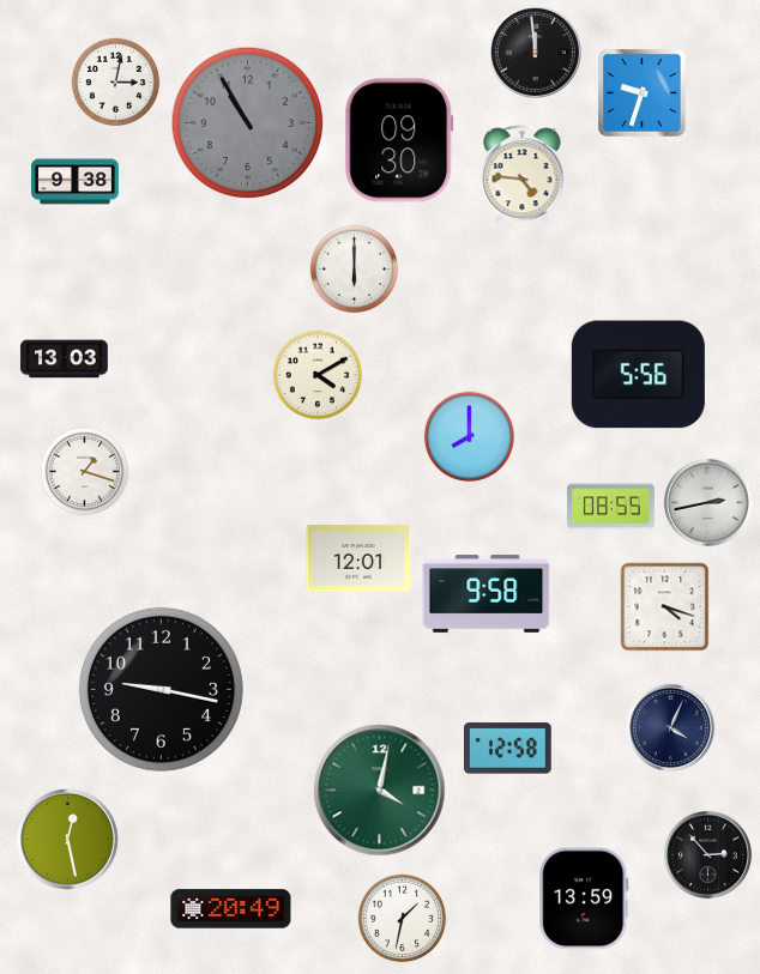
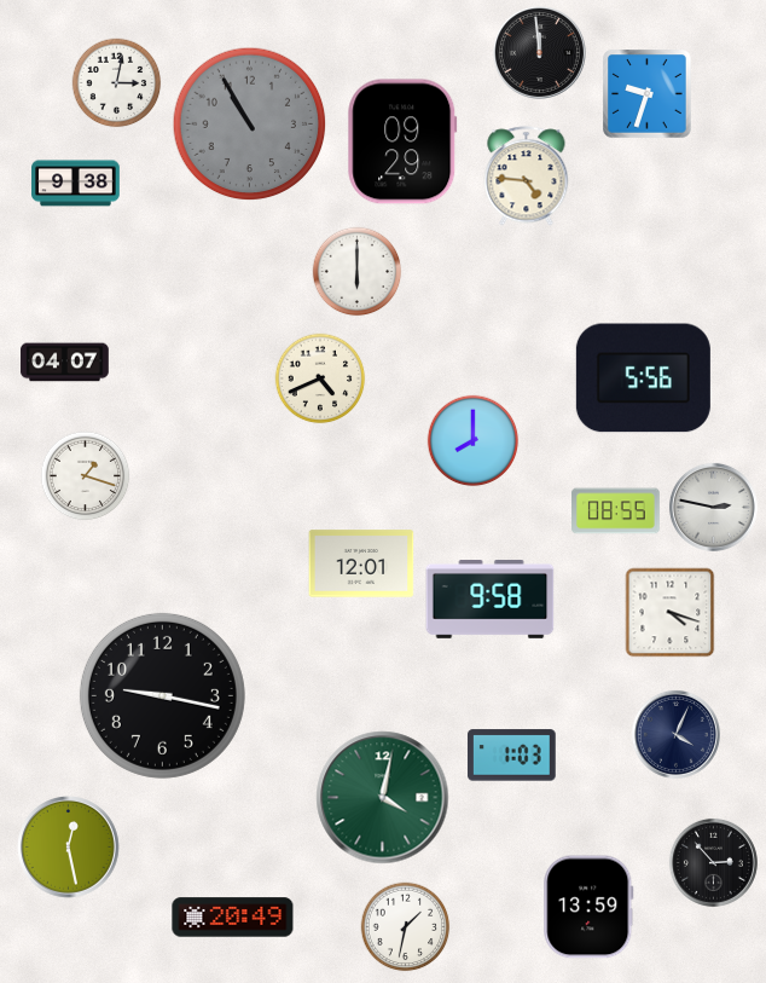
clock at (399, 140): 09:30 -> 09:29
clock at (65, 359): 13:03 -> 04:07
clock at (318, 375): 4:10 -> 4:41
clock at (707, 502): 2:43 -> 2:47
clock at (507, 749): 12:58 -> 1:03
